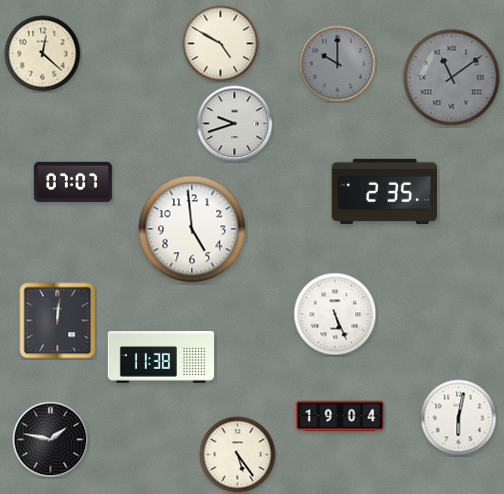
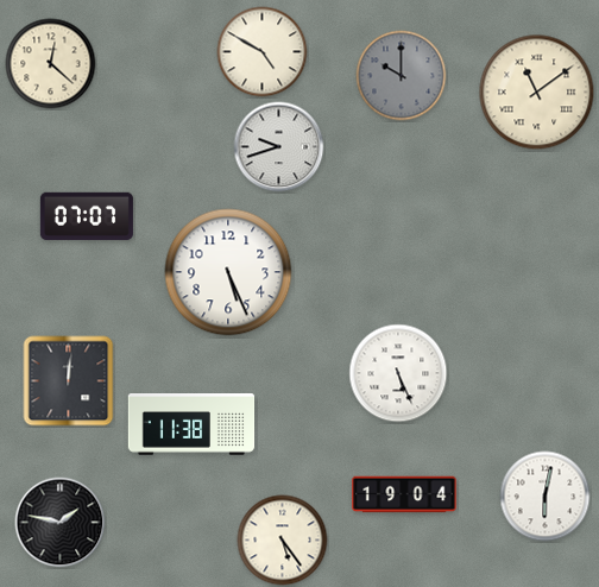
clock at (452, 78) dial: grey -> cream
clock at (385, 191): 2:35 -> none
clock at (192, 229): 4:59 -> 5:26
